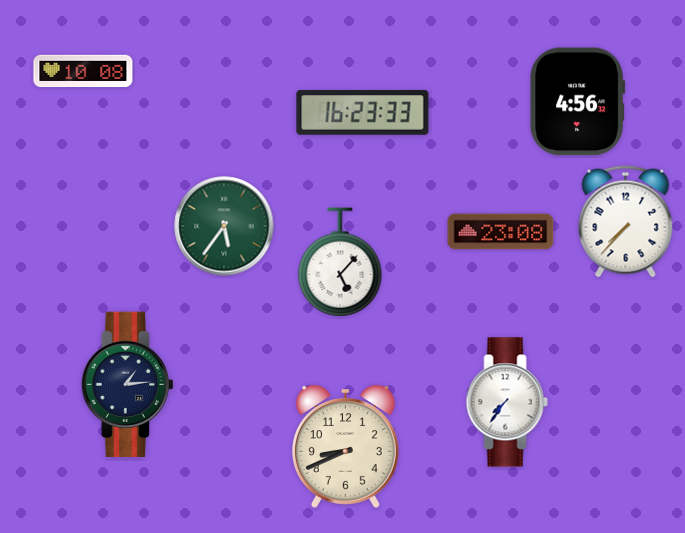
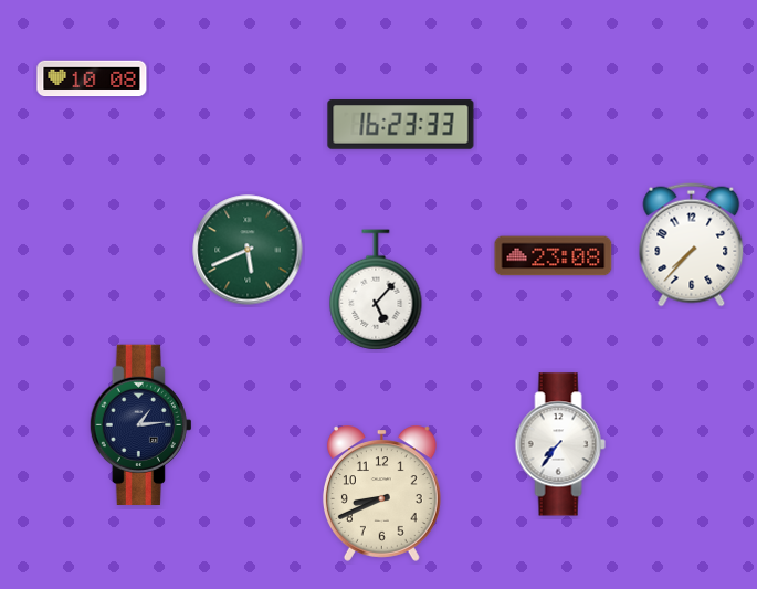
clock at (578, 102): 4:56 -> none
clock at (224, 226): 5:36 -> 5:41
